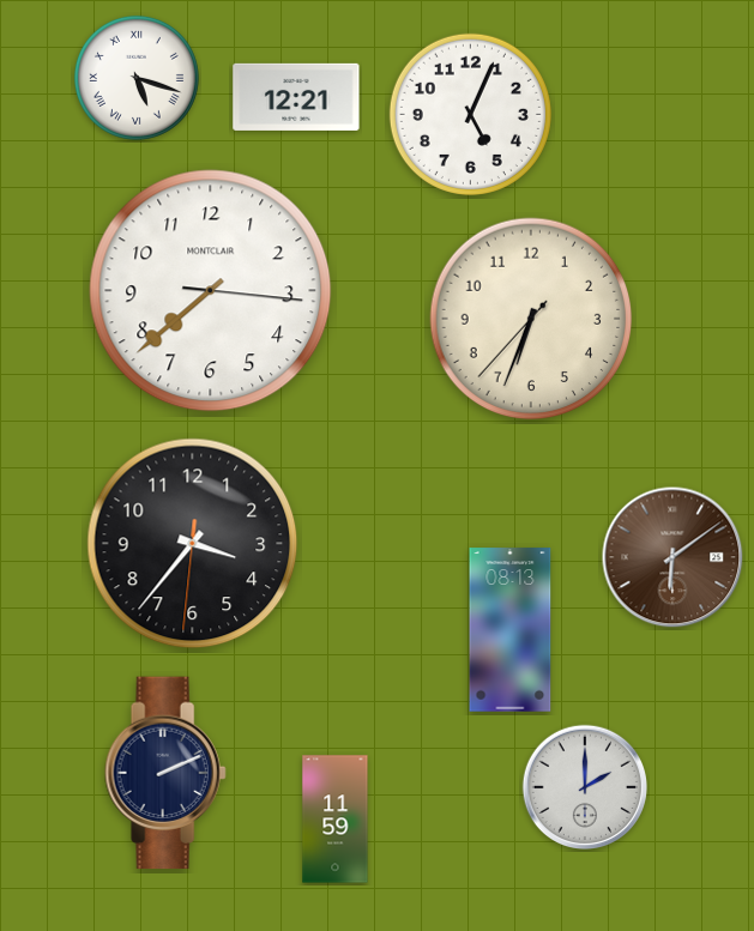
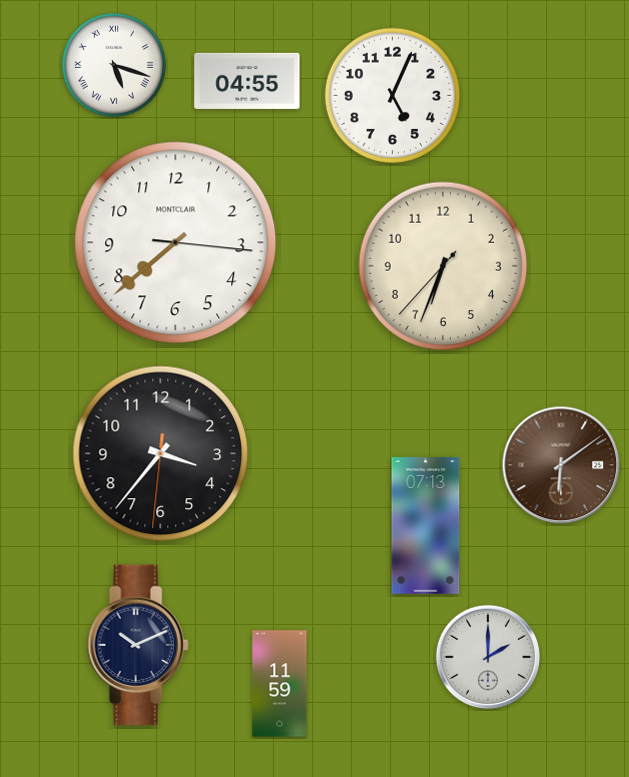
clock at (296, 97): 12:21 -> 04:55
clock at (511, 630): 08:13 -> 07:13
clock at (165, 773): 2:11 -> 10:11
